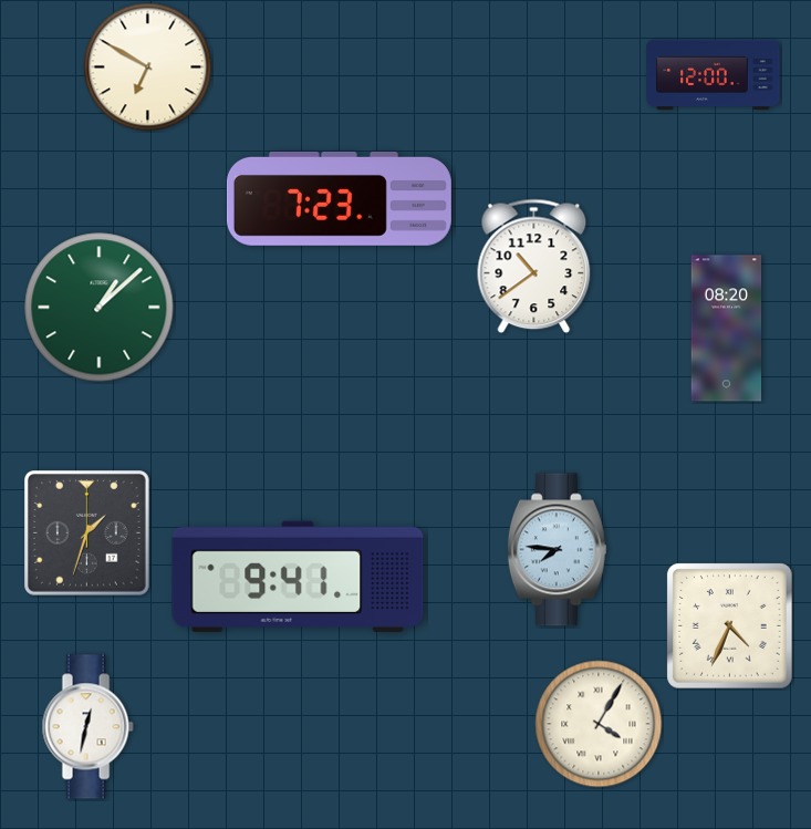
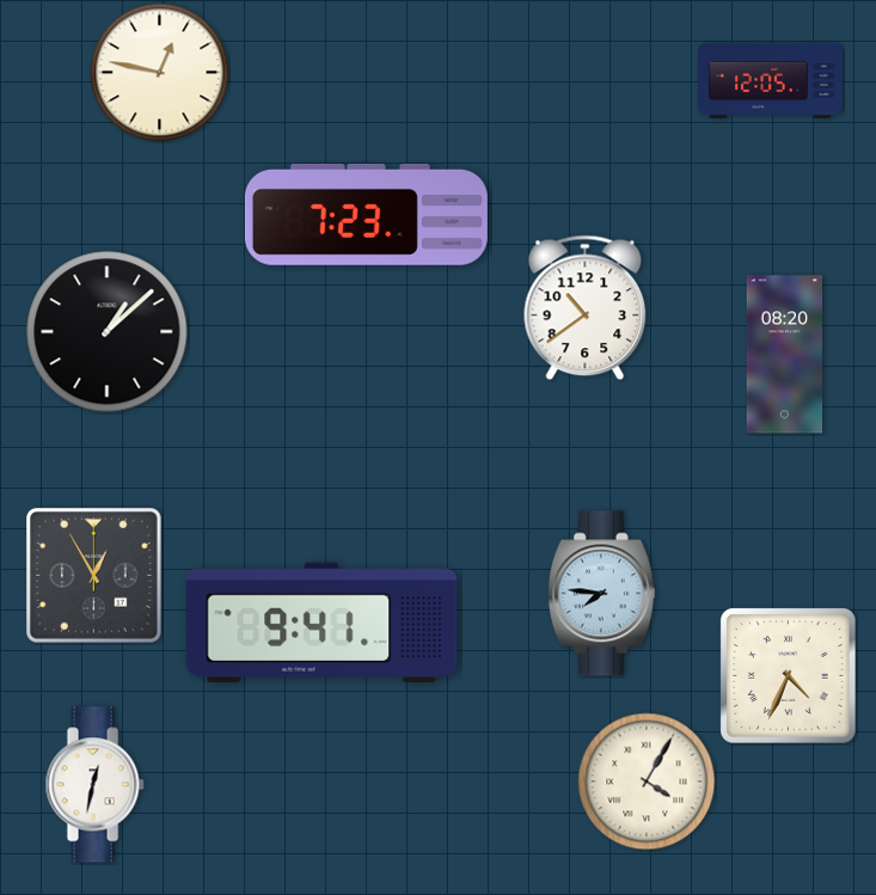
clock at (148, 68): 6:50 -> 12:47
clock at (714, 74): 12:00 -> 12:05
clock at (534, 267) position: (534, 267) -> (586, 308)
clock at (100, 308) dial: green -> black
clock at (87, 533): 1:33 -> 12:55
